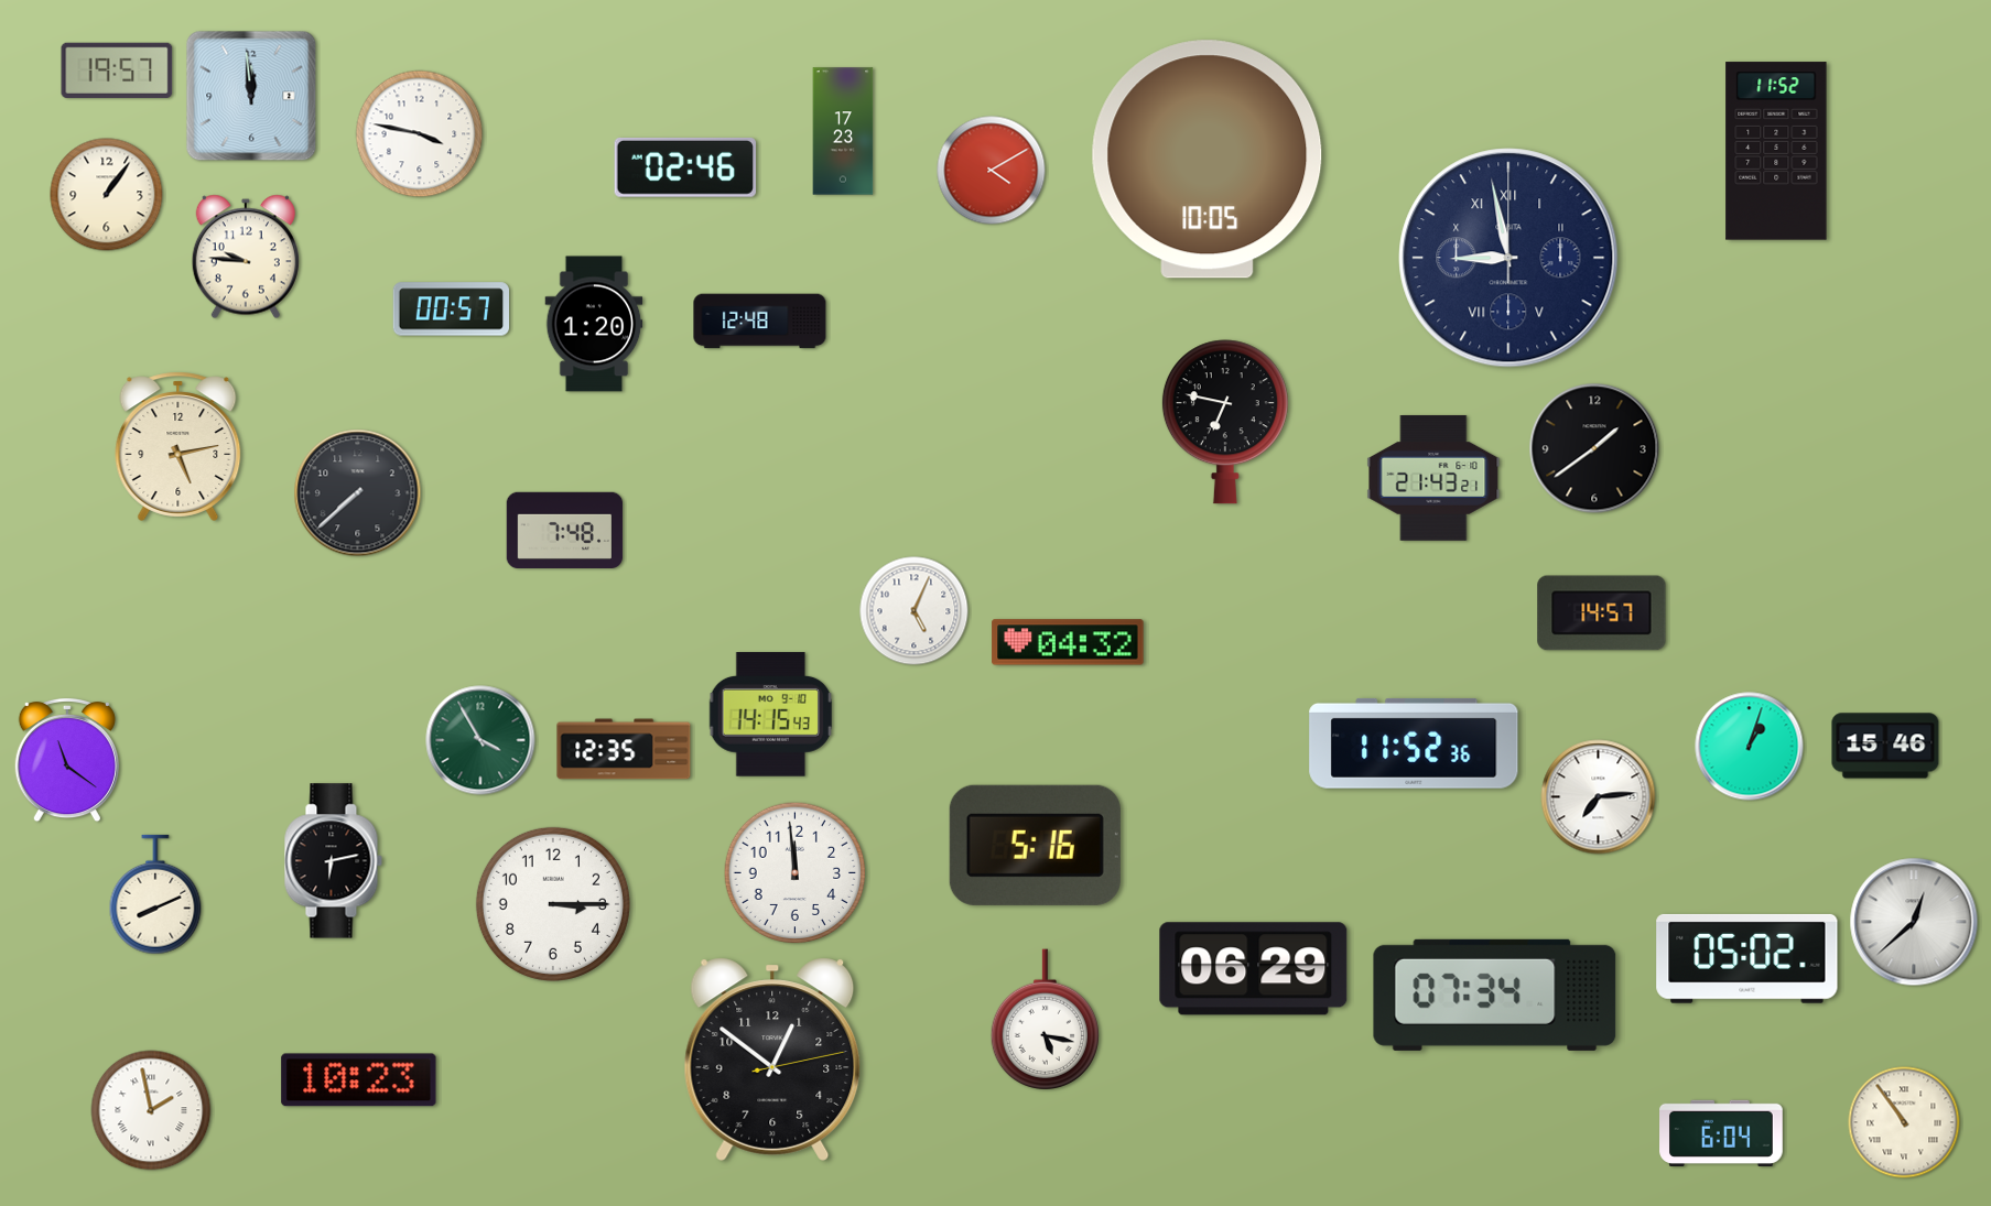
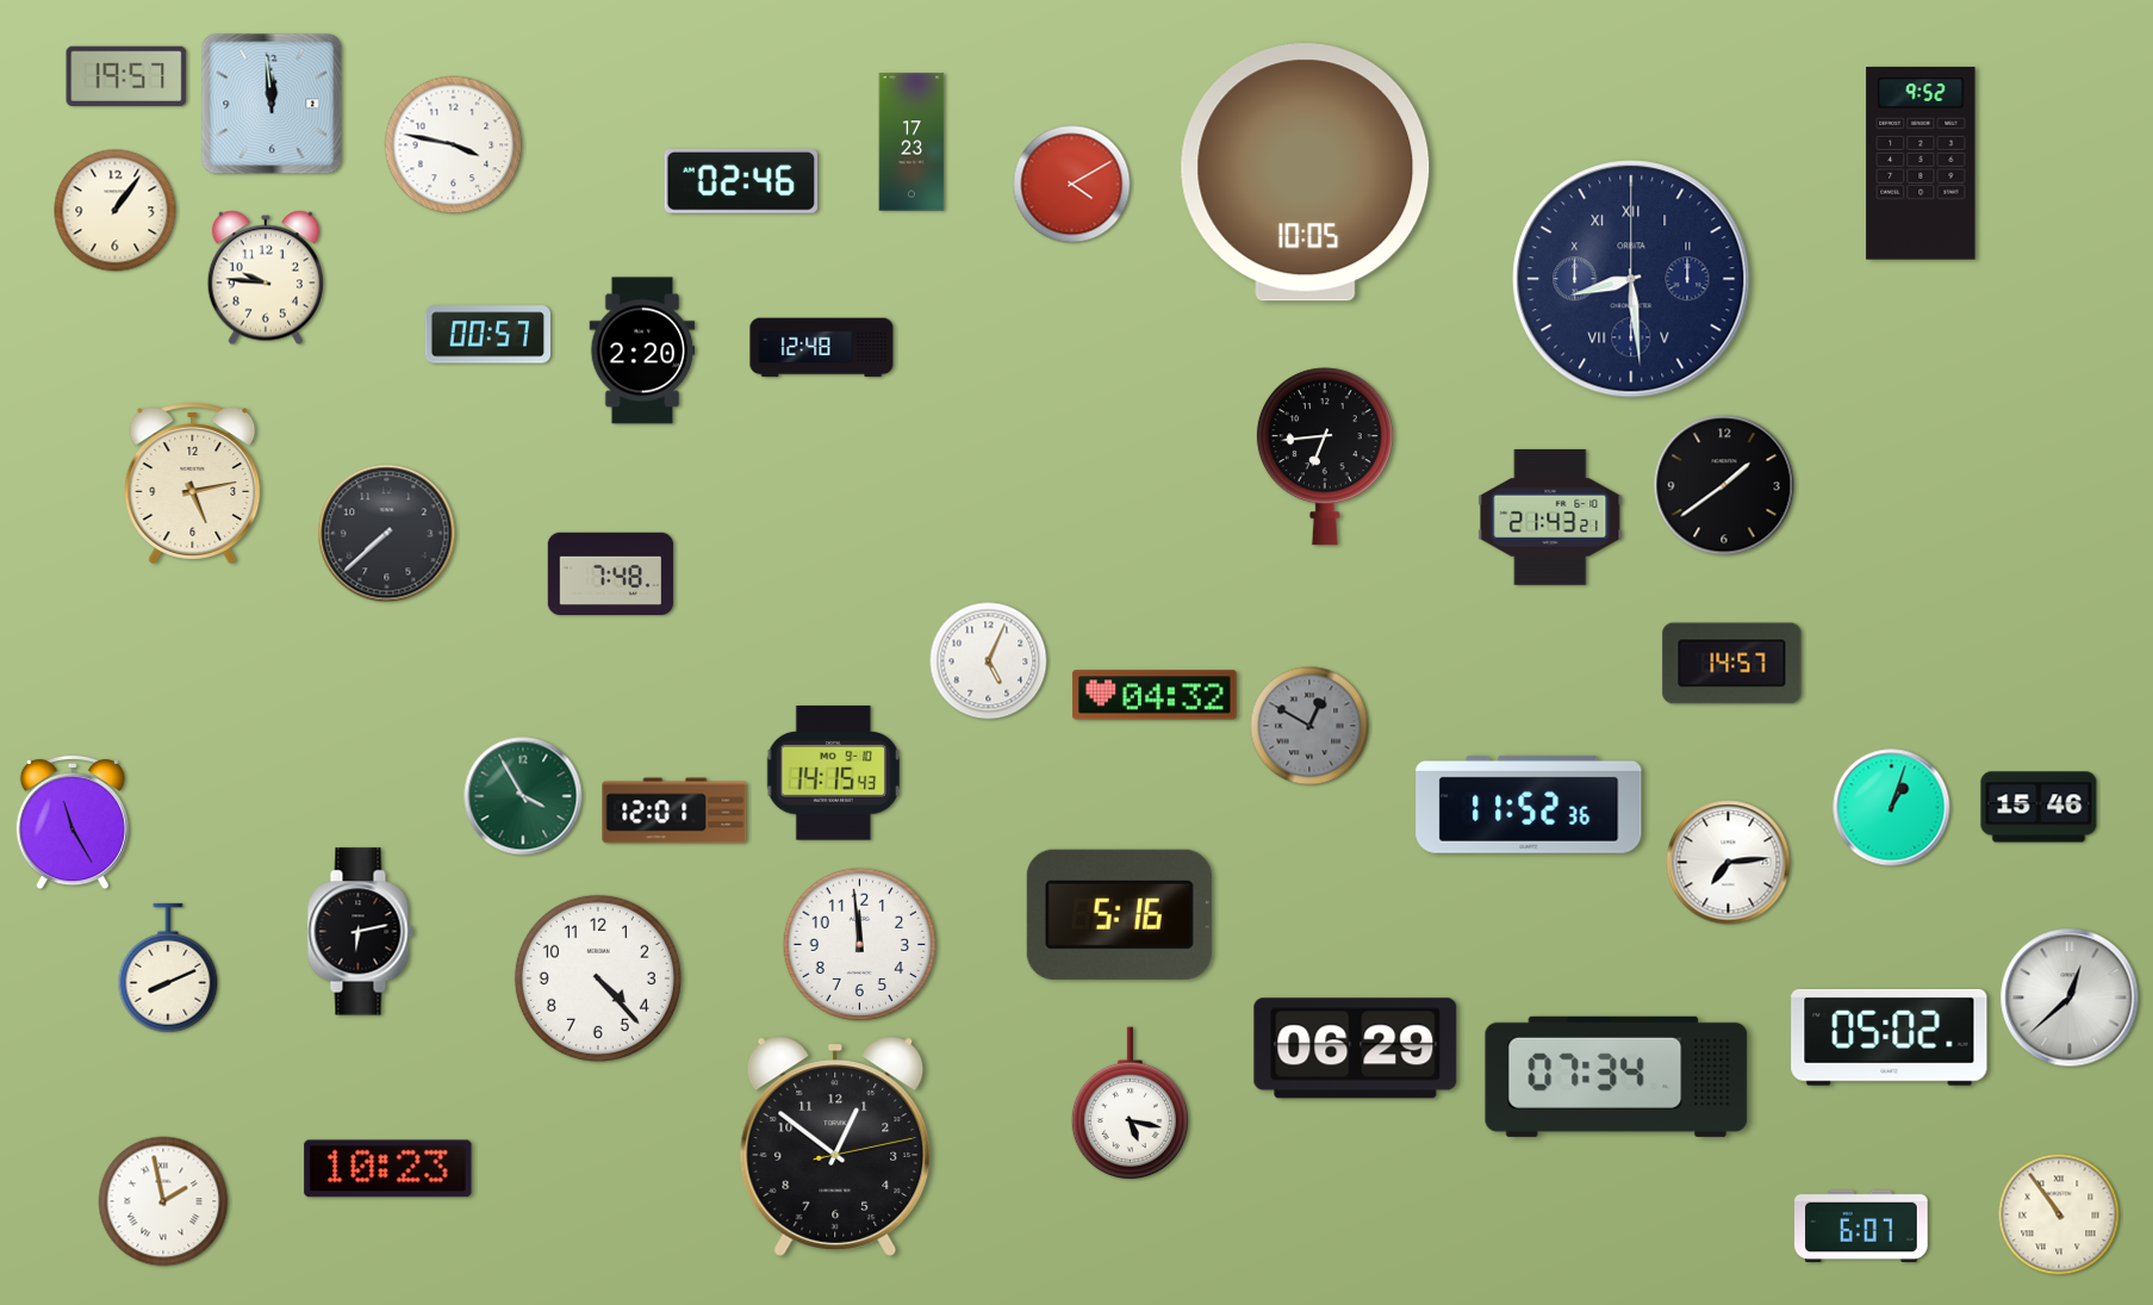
clock at (1776, 151): 11:52 -> 9:52
clock at (1508, 258): 8:58 -> 8:29
clock at (594, 324): 1:20 -> 2:20
clock at (1225, 422): 6:47 -> 6:44
clock at (1309, 726): none -> 12:50
clock at (480, 740) position: (480, 740) -> (523, 796)
clock at (624, 749): 12:35 -> 12:01
clock at (67, 760): 11:21 -> 11:25
clock at (553, 904): 3:15 -> 4:23
clock at (1721, 1133): 6:04 -> 6:07
